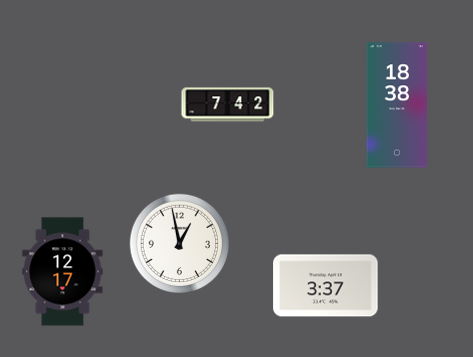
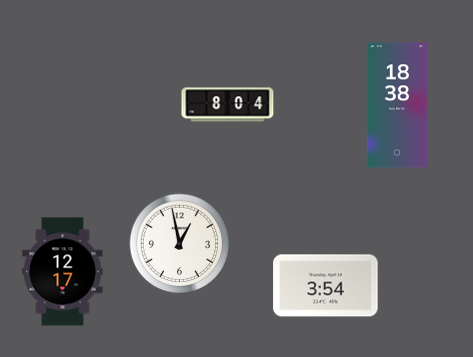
clock at (228, 105): 7:42 -> 8:04
clock at (326, 286): 3:37 -> 3:54
